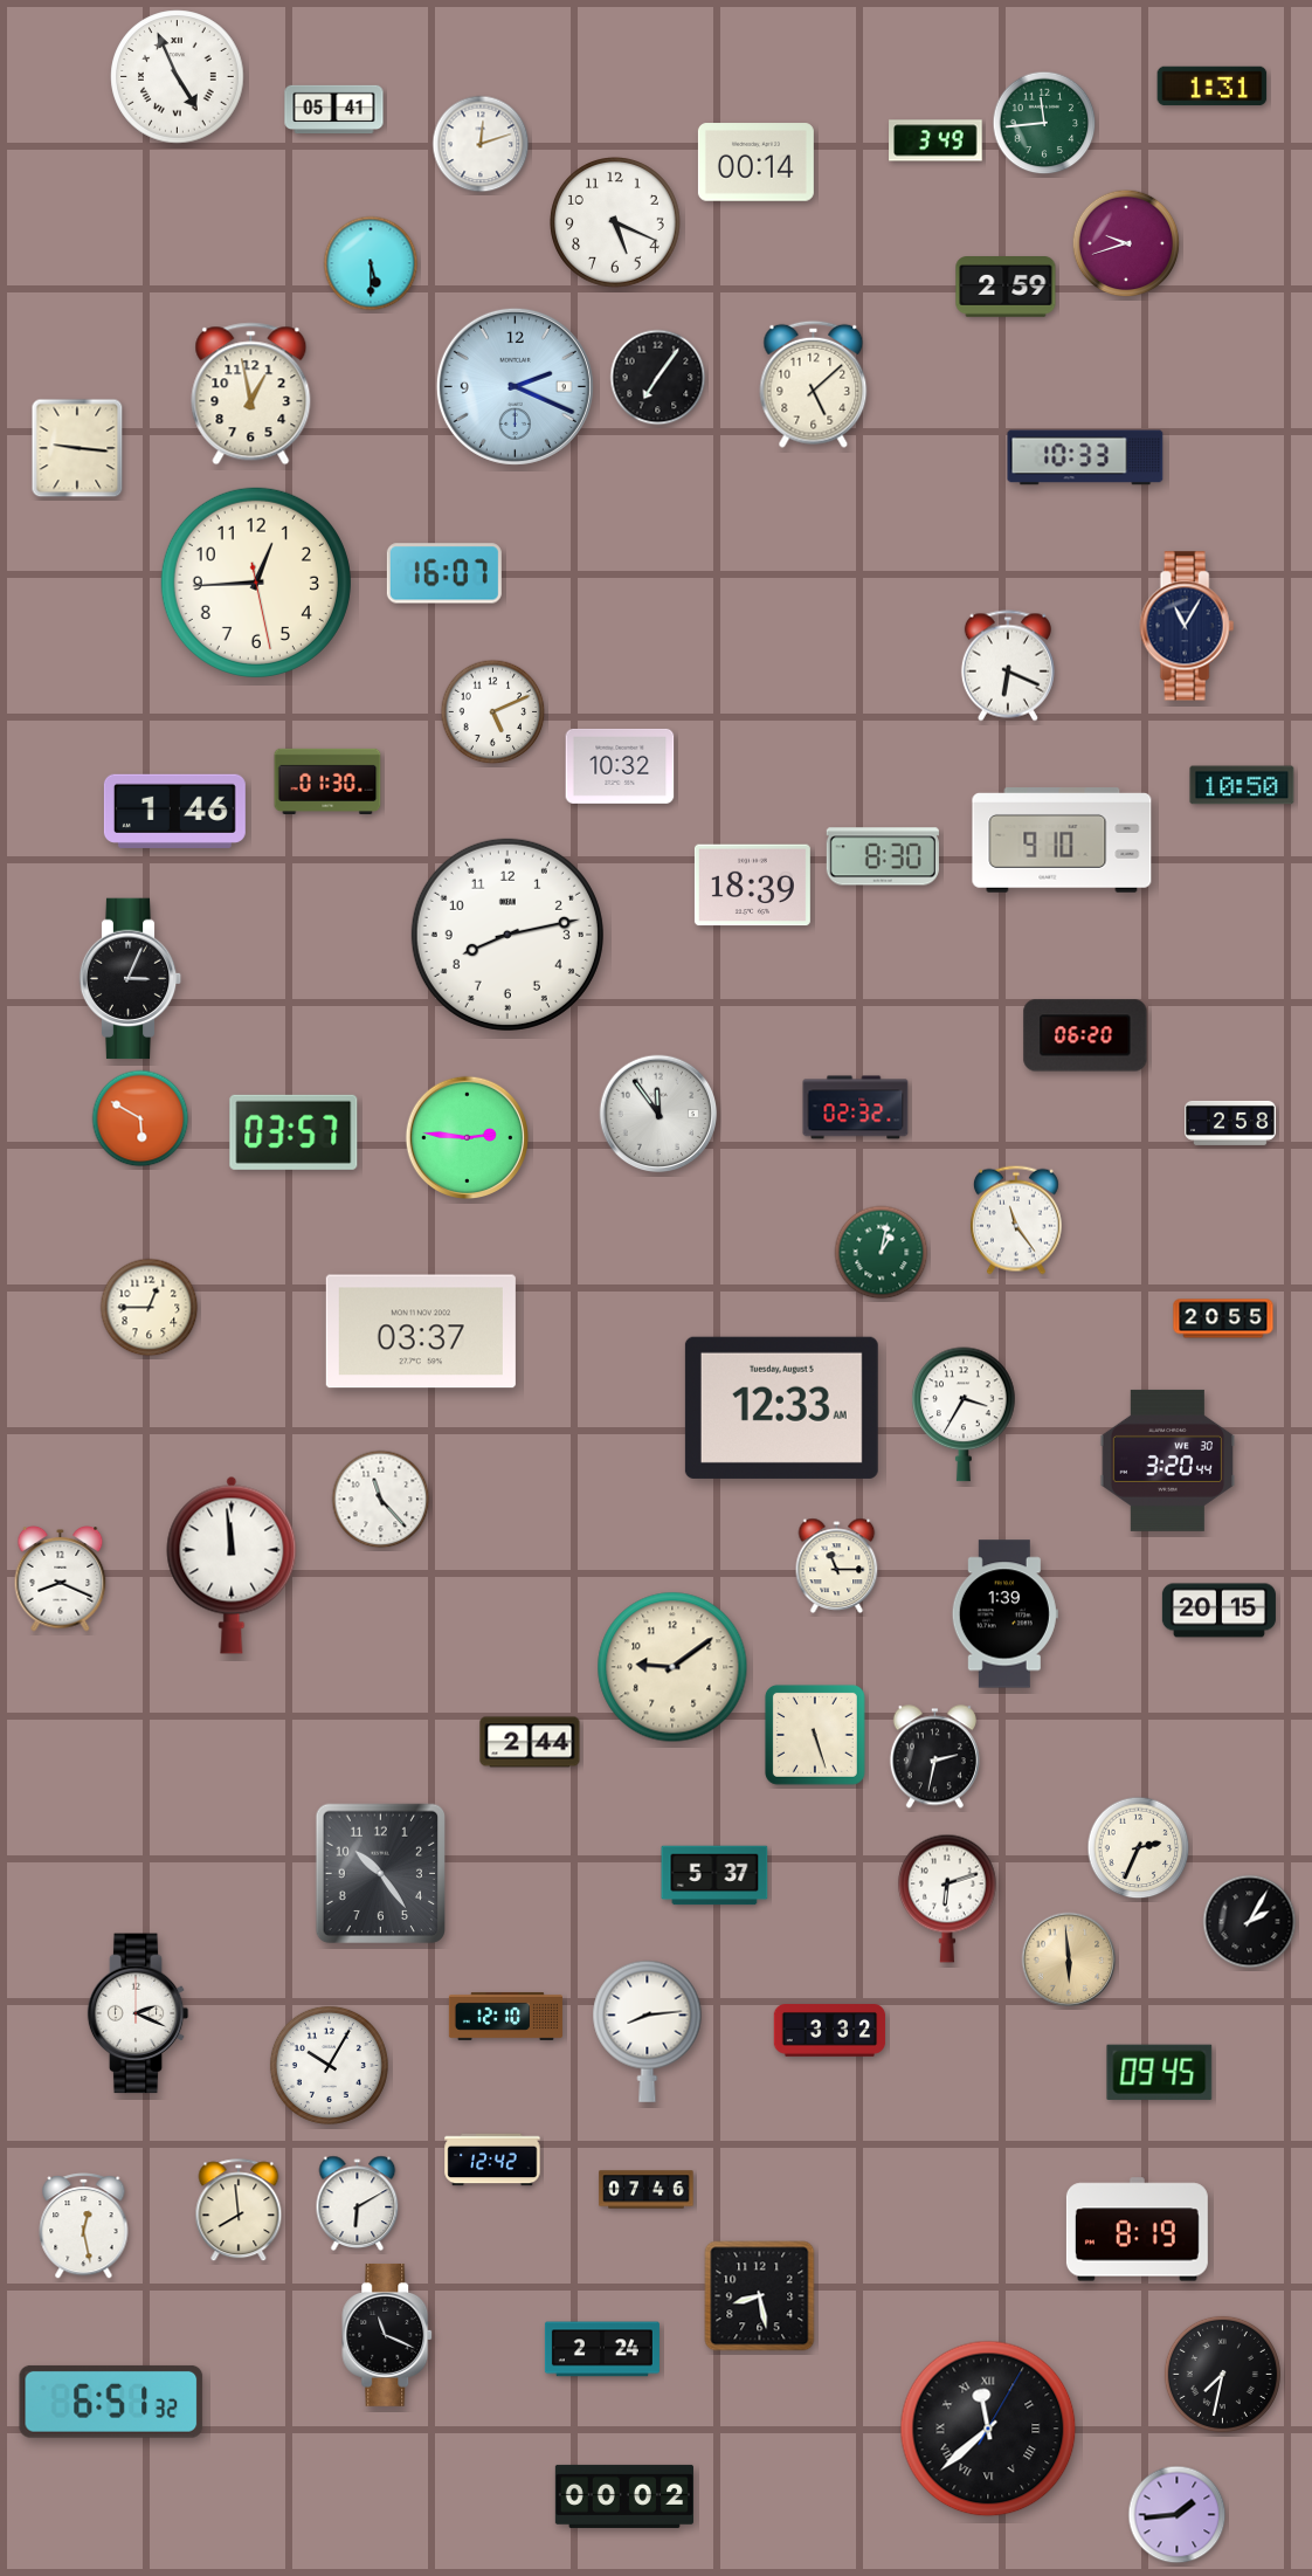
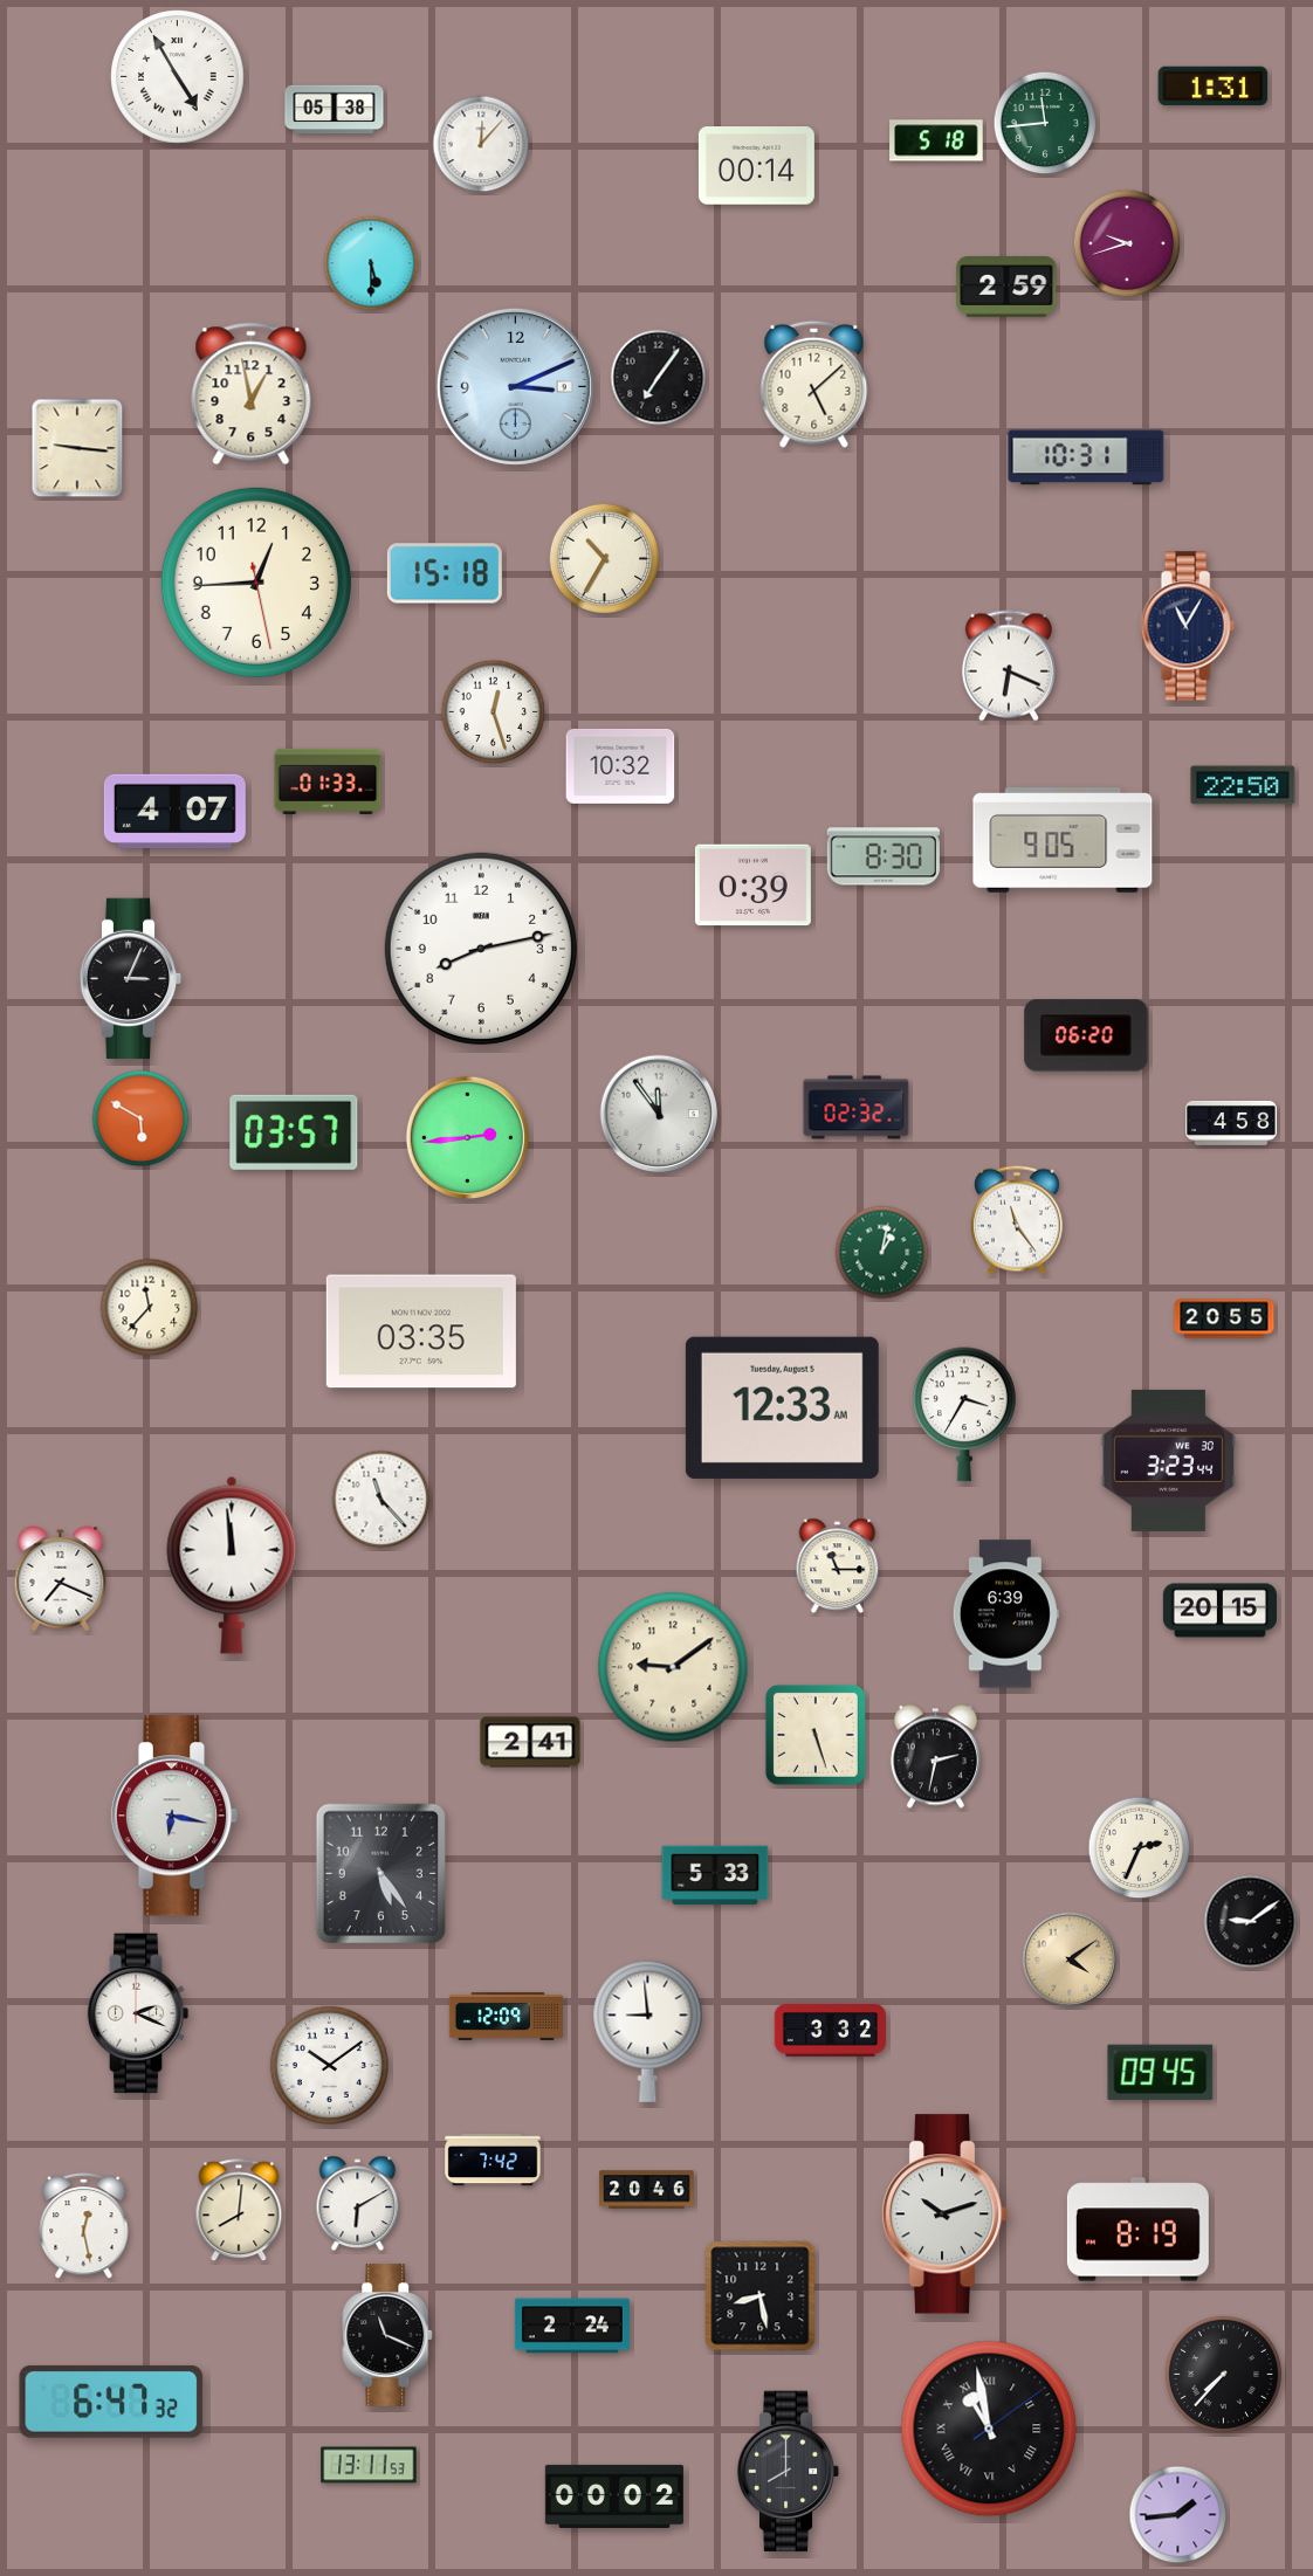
clock at (178, 77): 4:56 -> 4:55
clock at (334, 110): 05:41 -> 05:38
clock at (935, 140): 3:49 -> 5:18
clock at (481, 144): 12:12 -> 12:07
clock at (755, 163) position: (755, 163) -> (756, 166)
clock at (615, 222): 5:19 -> none
clock at (515, 386): 2:19 -> 3:11
clock at (1085, 457): 10:33 -> 10:31
clock at (605, 559): none -> 10:35
clock at (444, 573): 16:07 -> 15:18
clock at (493, 712): 5:11 -> 12:27
clock at (327, 780): 01:30 -> 01:33
clock at (1242, 785): 10:50 -> 22:50
clock at (174, 811): 1:46 -> 4:07
clock at (1062, 840): 9:10 -> 9:05
clock at (752, 886): 18:39 -> 0:39
clock at (507, 935) position: (507, 935) -> (481, 949)
clock at (1231, 1123): 2:58 -> 4:58
clock at (467, 1137): 2:46 -> 2:44
clock at (150, 1308): 12:45 -> 11:37
clock at (421, 1331): 03:37 -> 03:35
clock at (1168, 1460): 3:20 -> 3:23
clock at (61, 1579): 8:19 -> 7:19
clock at (1004, 1614): 1:39 -> 6:39
clock at (530, 1742): 2:44 -> 2:41
clock at (174, 1816): none -> 6:17
clock at (380, 1874): 10:24 -> 5:24
clock at (714, 1875): 5:37 -> 5:33
clock at (947, 1899): 6:12 -> none
clock at (1250, 1922): 2:05 -> 9:09
clock at (1069, 1959): 5:59 -> 4:09
clock at (505, 2016): 12:10 -> 12:09
clock at (648, 2031): 8:14 -> 8:59
clock at (329, 2065): 10:05 -> 10:09
clock at (492, 2160): 12:42 -> 7:42
clock at (647, 2190): 07:46 -> 20:46
clock at (239, 2211): 7:59 -> 8:01
clock at (944, 2215): none -> 10:12
clock at (602, 2349) position: (602, 2349) -> (572, 2326)
clock at (1222, 2374): 7:32 -> 7:37
clock at (111, 2402): 6:51 -> 6:47
clock at (988, 2429): 11:38 -> 10:58
clock at (369, 2465): none -> 13:11
clock at (789, 2472): none -> 8:00
clock at (624, 2496) position: (624, 2496) -> (614, 2496)
